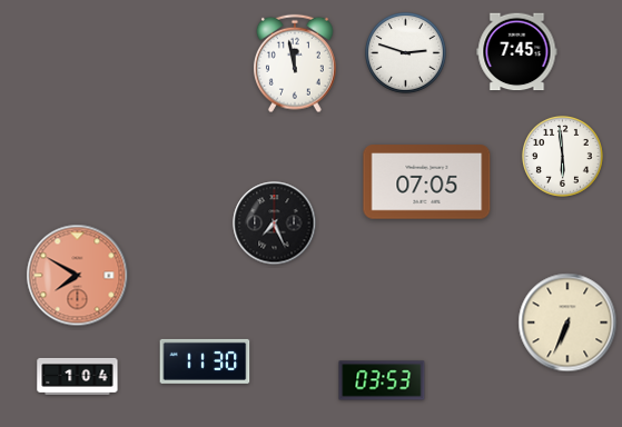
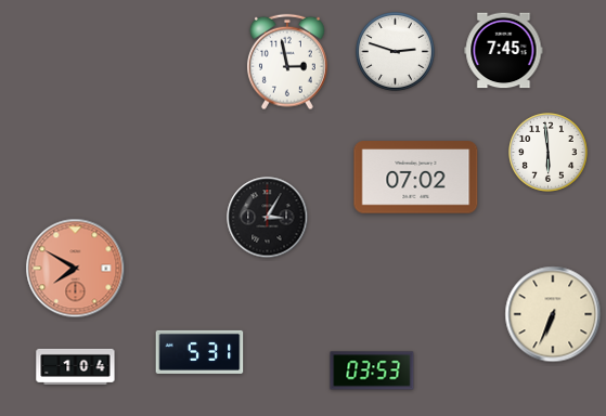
clock at (295, 63): 11:58 -> 2:58
clock at (427, 182): 07:05 -> 07:02
clock at (275, 224): 7:26 -> 3:05
clock at (205, 361): 11:30 -> 5:31
